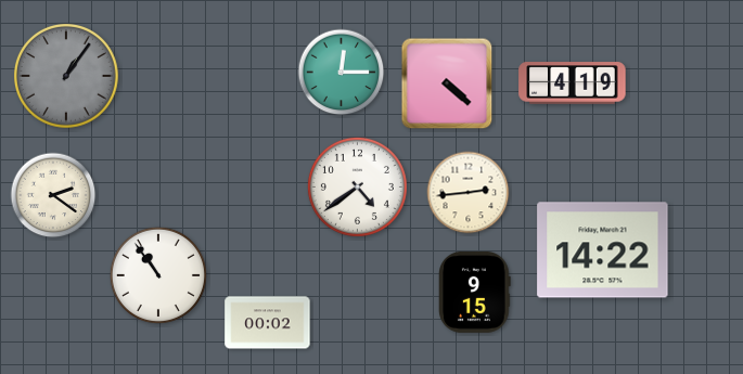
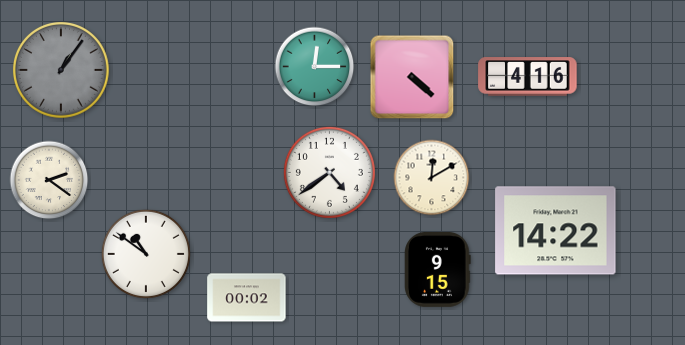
clock at (573, 83): 4:19 -> 4:16
clock at (469, 193): 2:44 -> 12:10
clock at (158, 275): 10:54 -> 10:51
